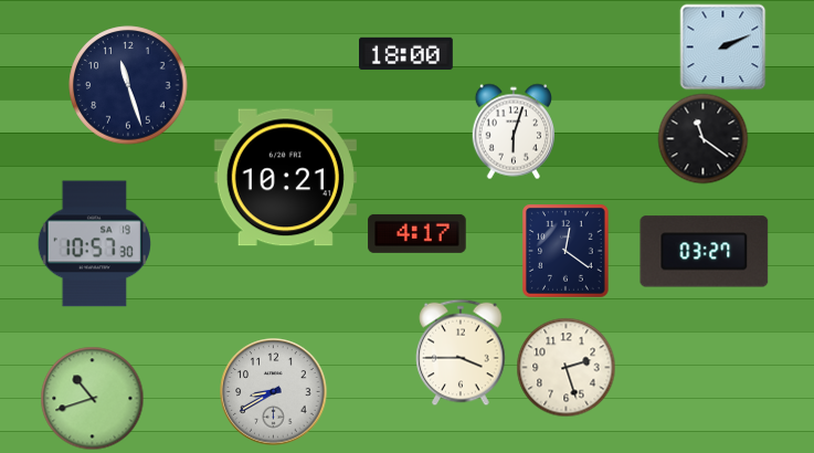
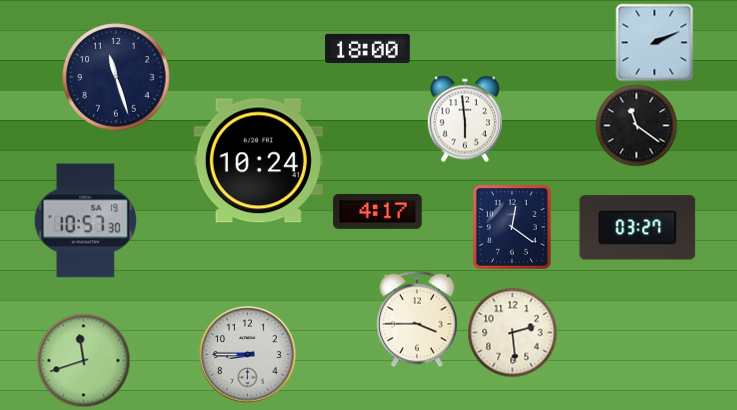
clock at (512, 131): 6:03 -> 5:59
clock at (285, 178): 10:21 -> 10:24
clock at (565, 367): 2:27 -> 2:29
clock at (274, 392): 8:40 -> 8:45
clock at (92, 398): 10:42 -> 11:42
